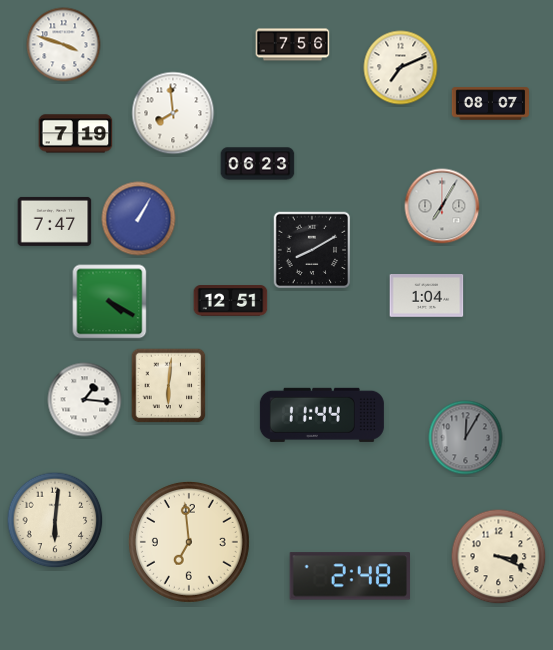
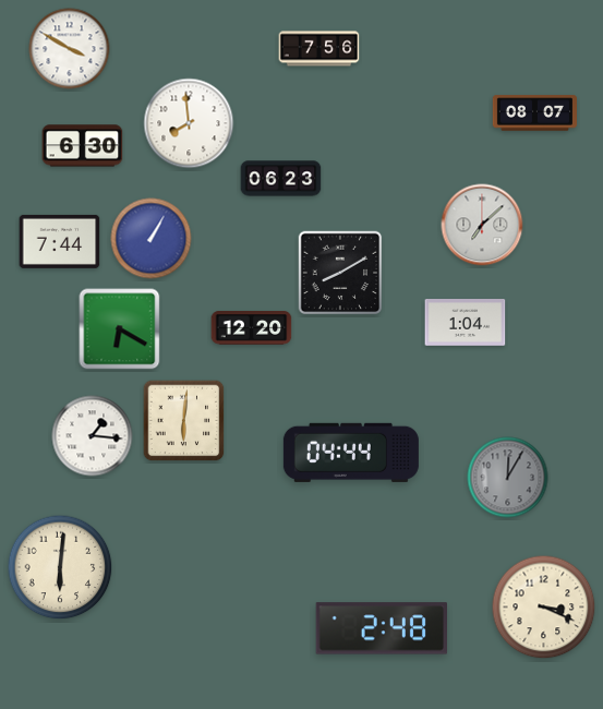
clock at (64, 45): 3:48 -> 3:50
clock at (401, 68): 7:11 -> none
clock at (76, 134): 7:19 -> 6:30
clock at (442, 206): 7:05 -> 7:08
clock at (55, 221): 7:47 -> 7:44
clock at (231, 301): 12:51 -> 12:20
clock at (110, 302): 4:20 -> 6:20
clock at (322, 415): 11:44 -> 04:44
clock at (189, 542): 6:59 -> none
